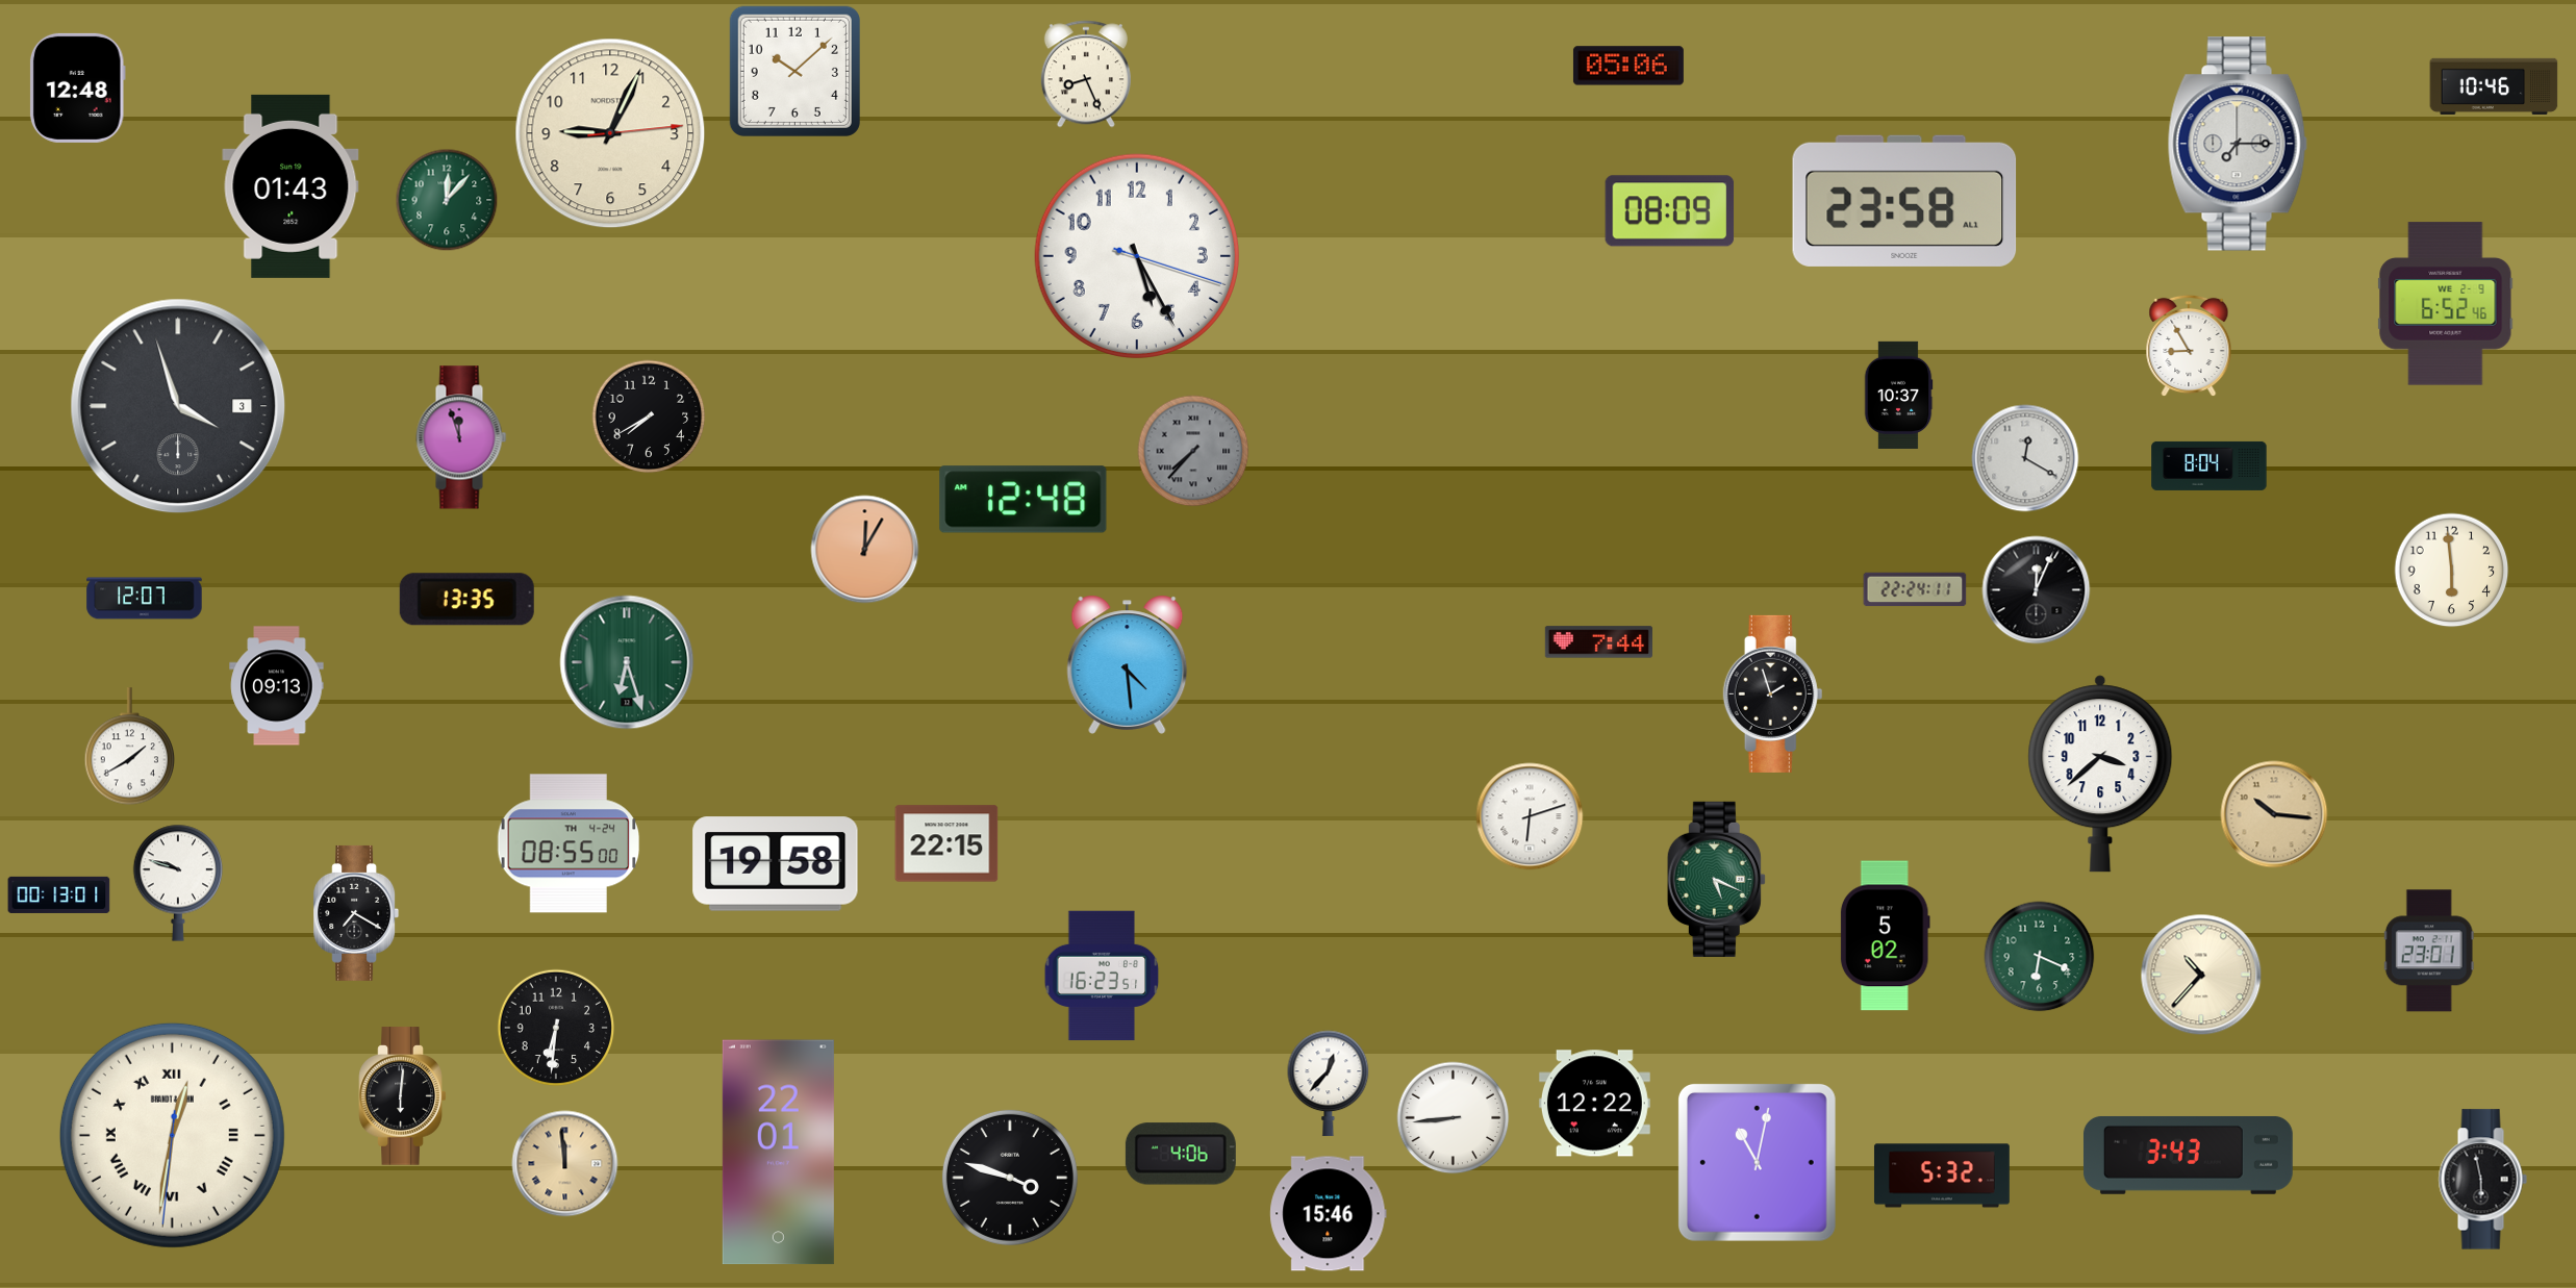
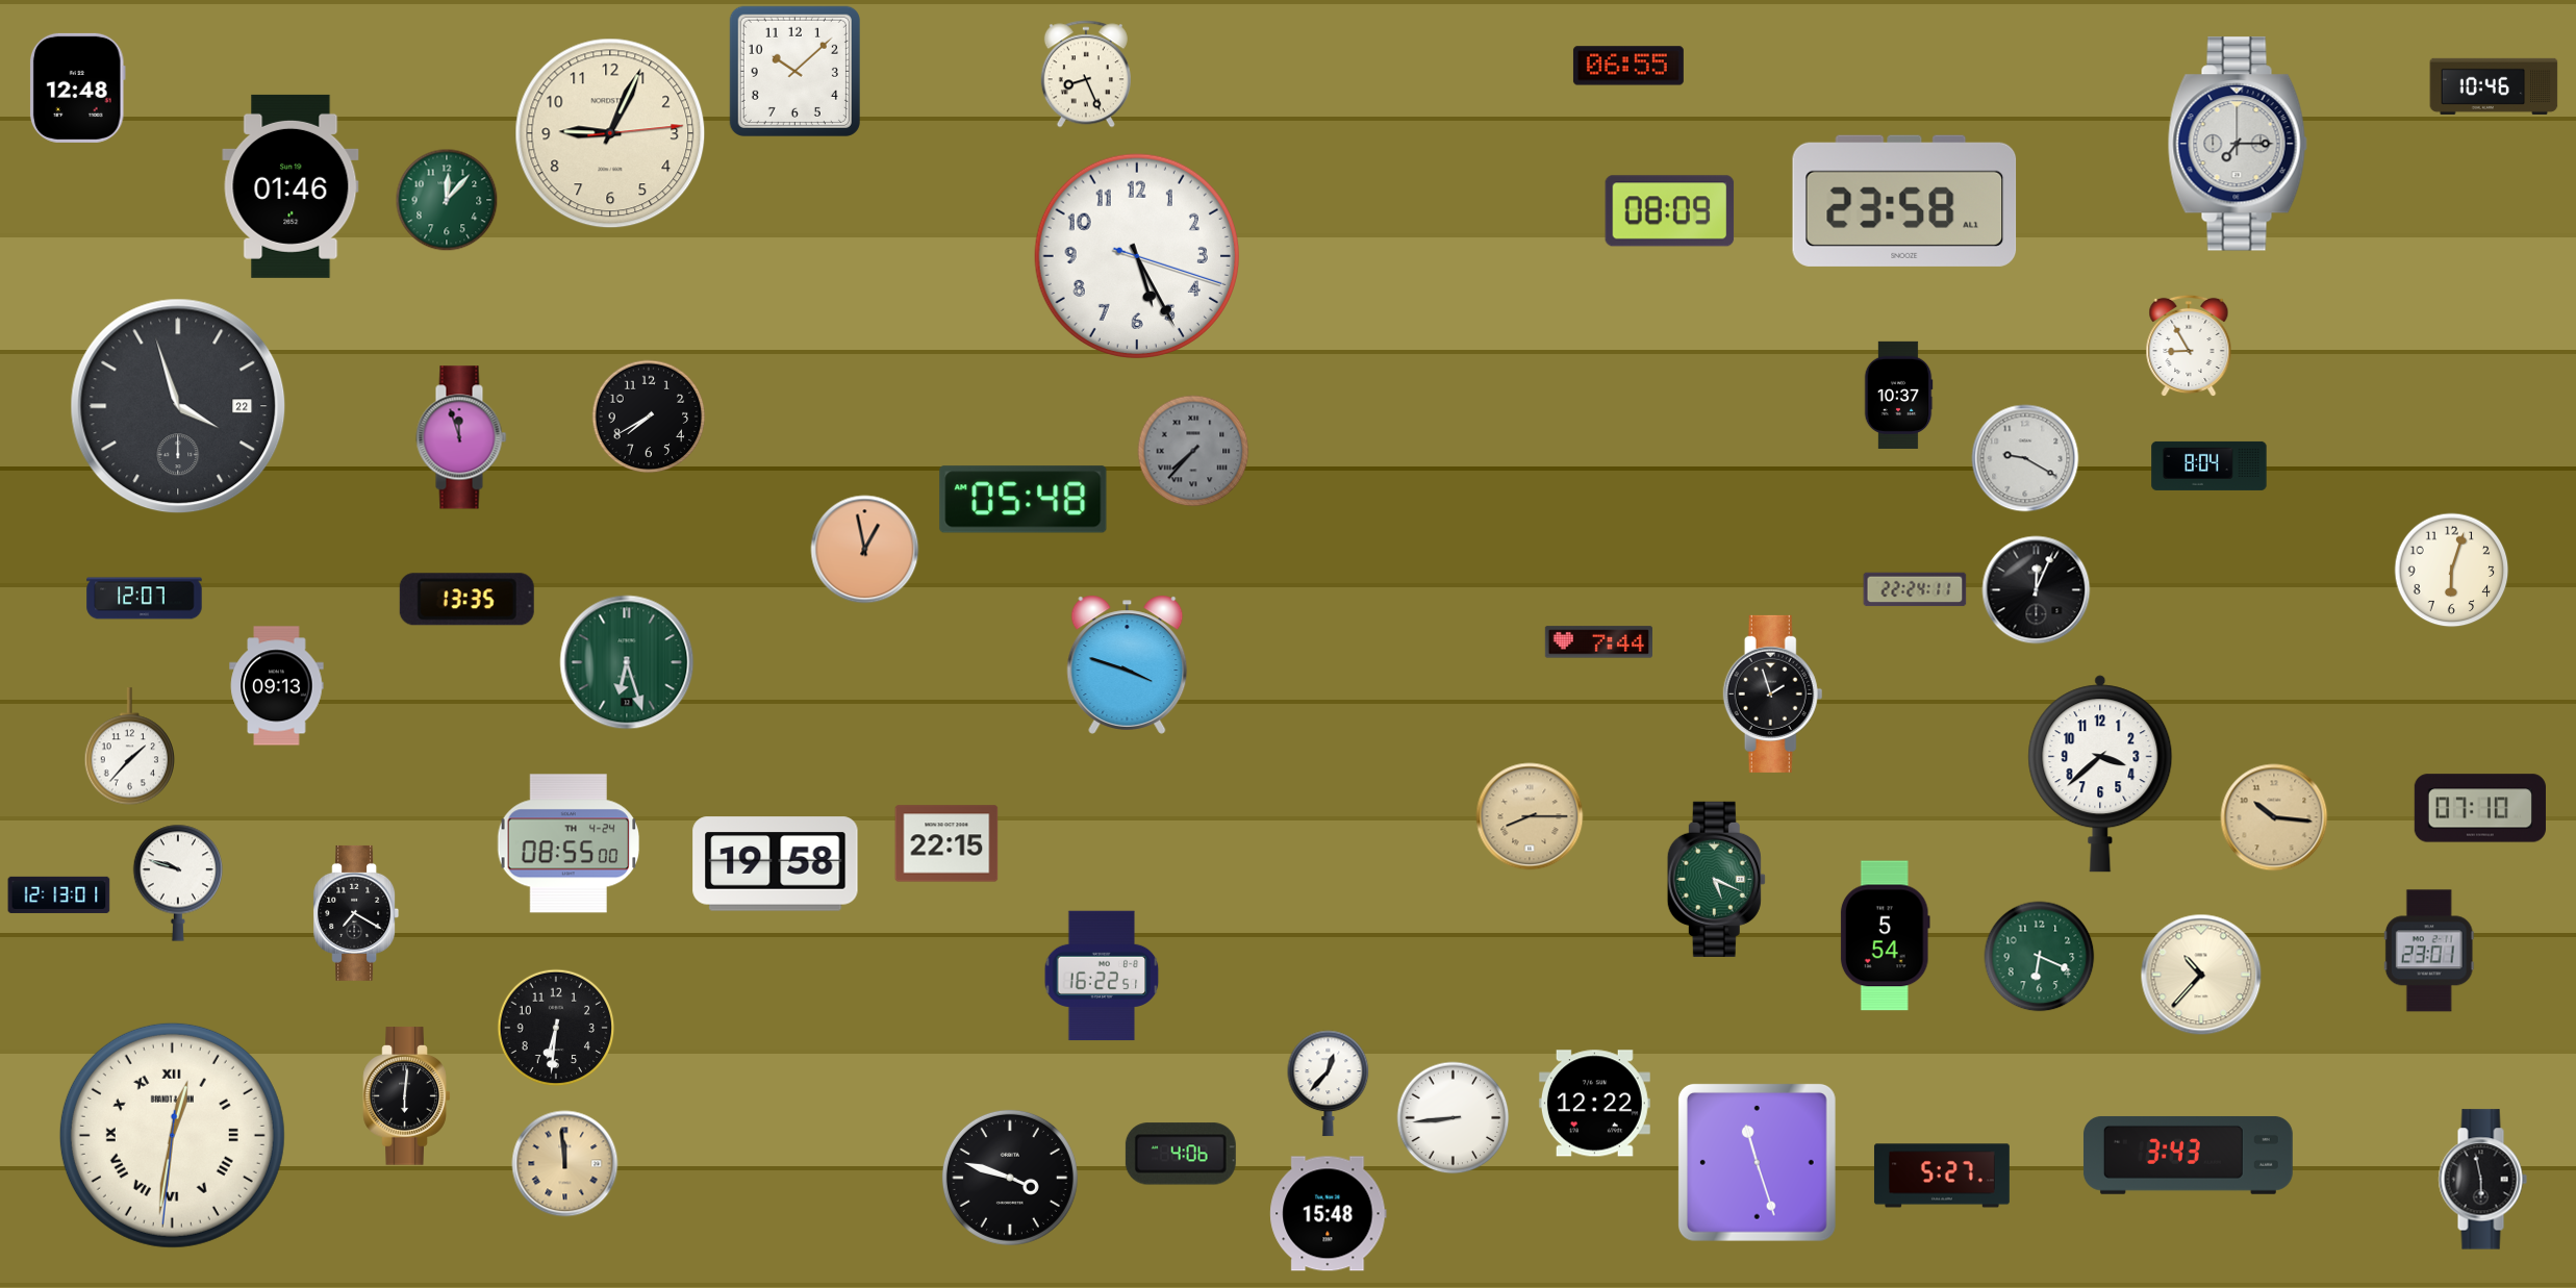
clock at (1628, 66): 05:06 -> 06:55
clock at (291, 186): 01:43 -> 01:46
clock at (2446, 304): 6:52 -> none
clock at (178, 406) date: 3 -> 22
clock at (2025, 458): 12:20 -> 9:20
clock at (1024, 500): 12:48 -> 05:48
clock at (865, 550): 12:05 -> 12:58
clock at (2452, 571): 5:59 -> 6:03
clock at (1128, 664): 4:29 -> 3:48
clock at (130, 747): 1:40 -> 1:37
clock at (2480, 808): none -> 07:10
clock at (2274, 814) position: (2274, 814) -> (2274, 817)
clock at (1530, 816): 6:12 -> 8:15
clock at (1530, 816) dial: white -> champagne
clock at (59, 894): 00:13 -> 12:13
clock at (1885, 936): 5:02 -> 5:54
clock at (1102, 976): 16:23 -> 16:22
clock at (403, 1096) position: (403, 1096) -> (407, 1096)
clock at (778, 1153): 22:01 -> none
clock at (1757, 1162): 11:02 -> 11:27
clock at (1942, 1176): 5:32 -> 5:27
clock at (1329, 1214): 15:46 -> 15:48
